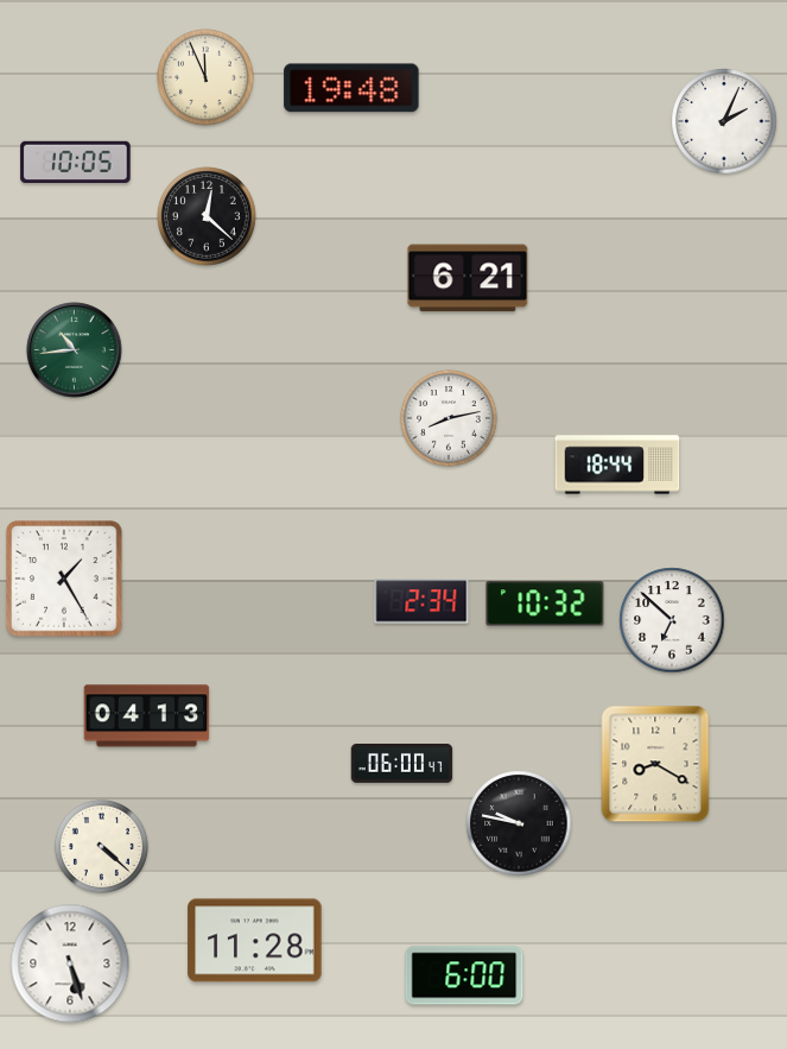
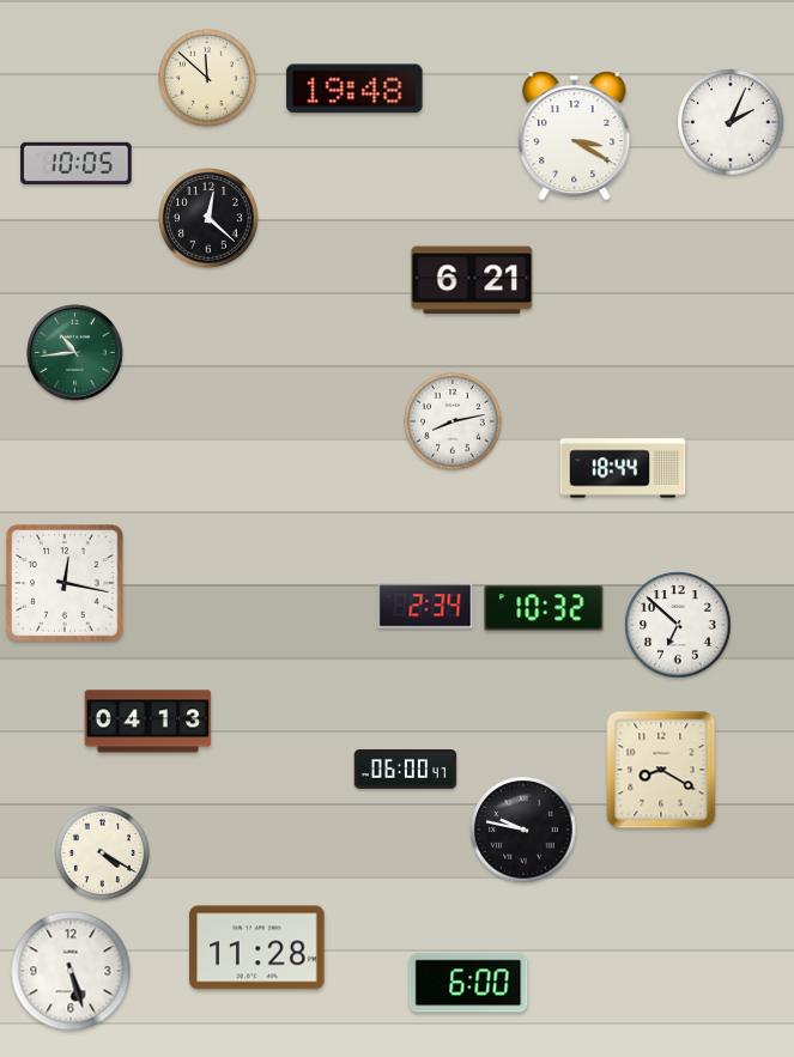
clock at (207, 78): 11:56 -> 11:52
clock at (575, 136): none -> 3:20
clock at (64, 579): 1:25 -> 12:17
clock at (545, 604) position: (545, 604) -> (544, 608)
clock at (101, 846): 4:22 -> 4:20
